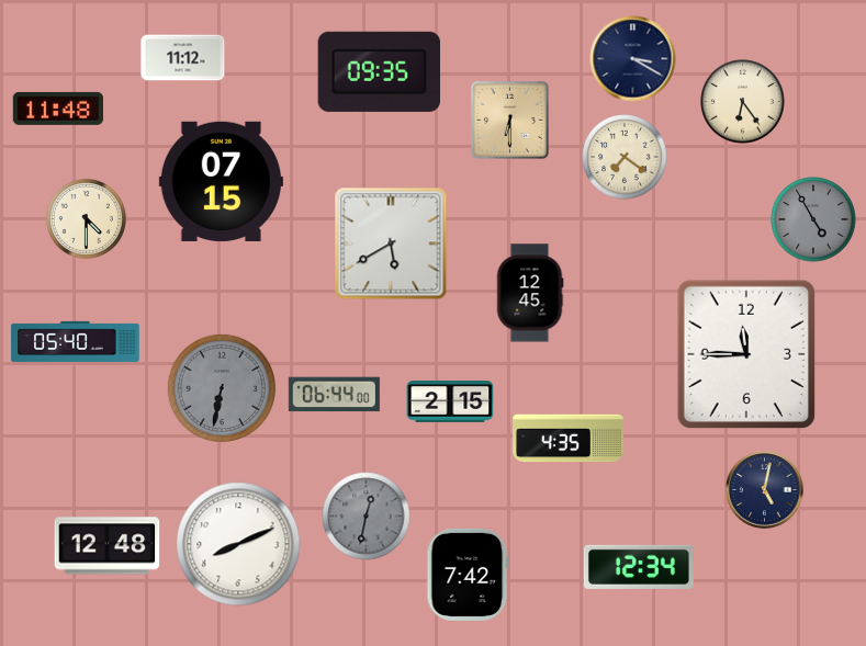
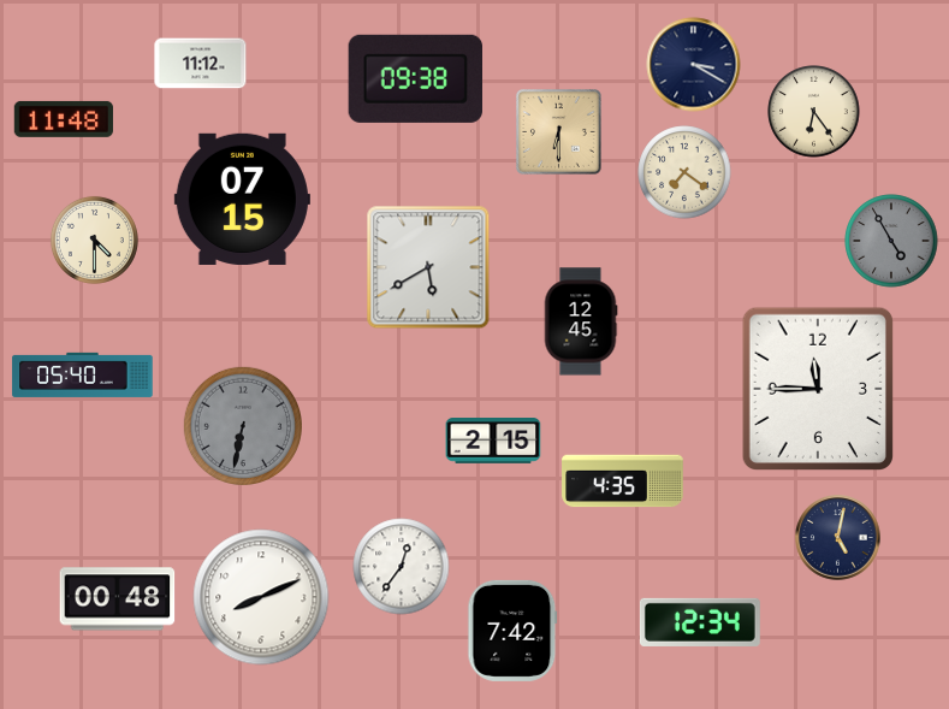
clock at (379, 71): 09:35 -> 09:38
clock at (334, 395): 06:44 -> none
clock at (367, 517): 12:32 -> 12:36
clock at (367, 517) dial: grey -> white
clock at (108, 546): 12:48 -> 00:48
